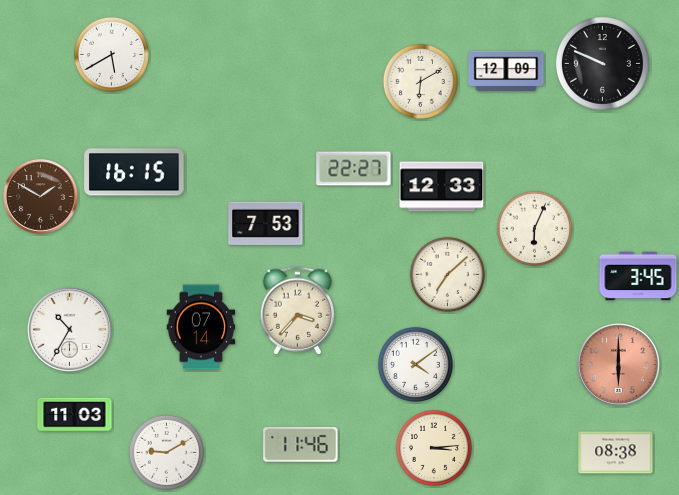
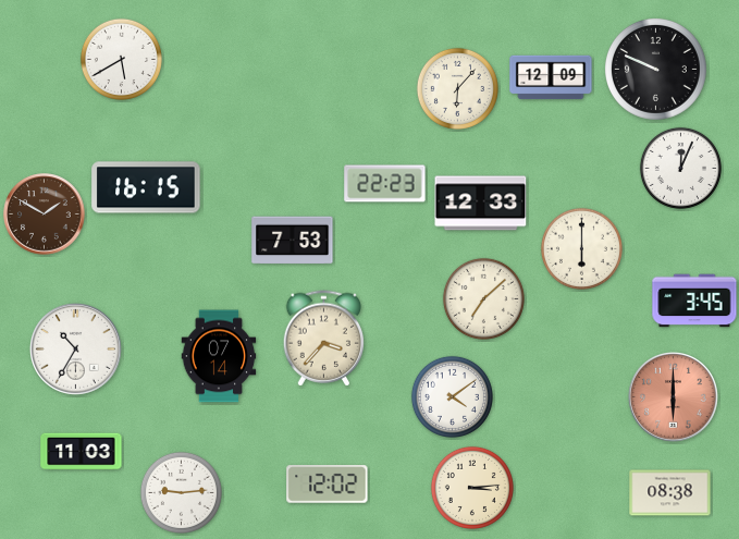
clock at (420, 81): 6:10 -> 6:07
clock at (680, 168): none -> 12:04
clock at (354, 169): 22:27 -> 22:23
clock at (266, 224) position: (266, 224) -> (293, 241)
clock at (534, 228): 6:04 -> 6:00
clock at (447, 274) position: (447, 274) -> (483, 298)
clock at (70, 330) position: (70, 330) -> (76, 350)
clock at (301, 445): 11:46 -> 12:02
clock at (166, 452): 9:10 -> 9:14
